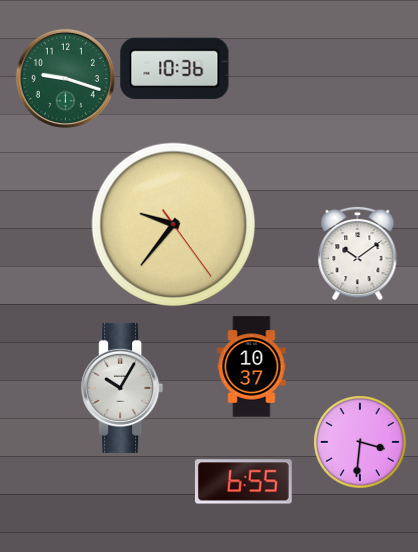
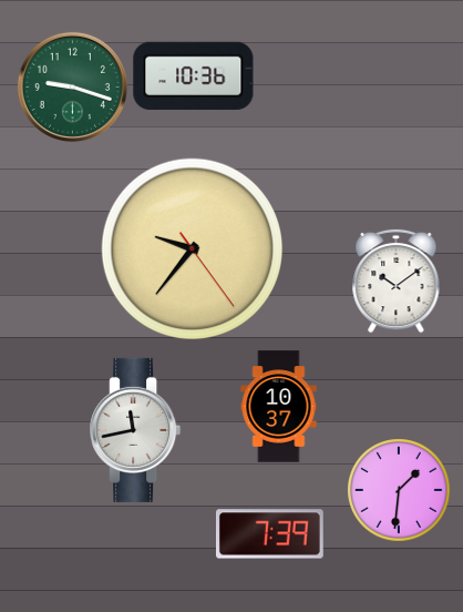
clock at (122, 388): 10:05 -> 11:43
clock at (361, 443): 3:31 -> 1:31
clock at (243, 482): 6:55 -> 7:39
